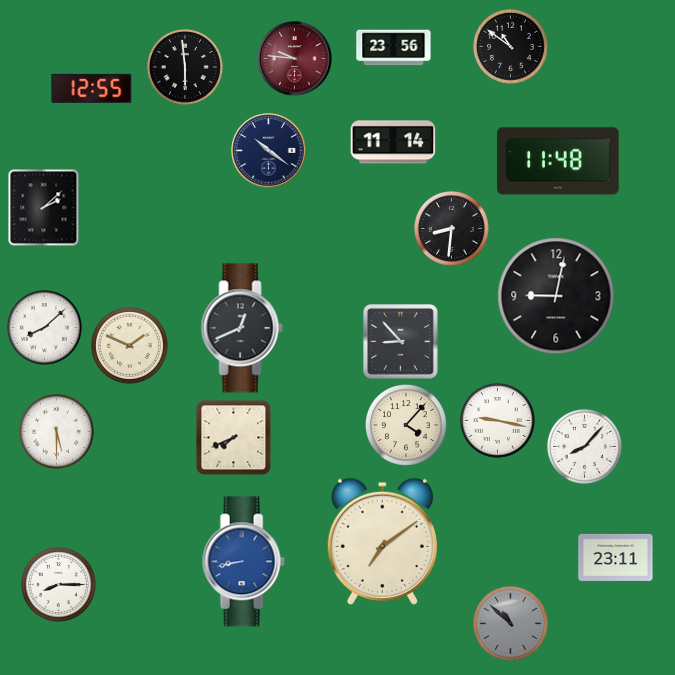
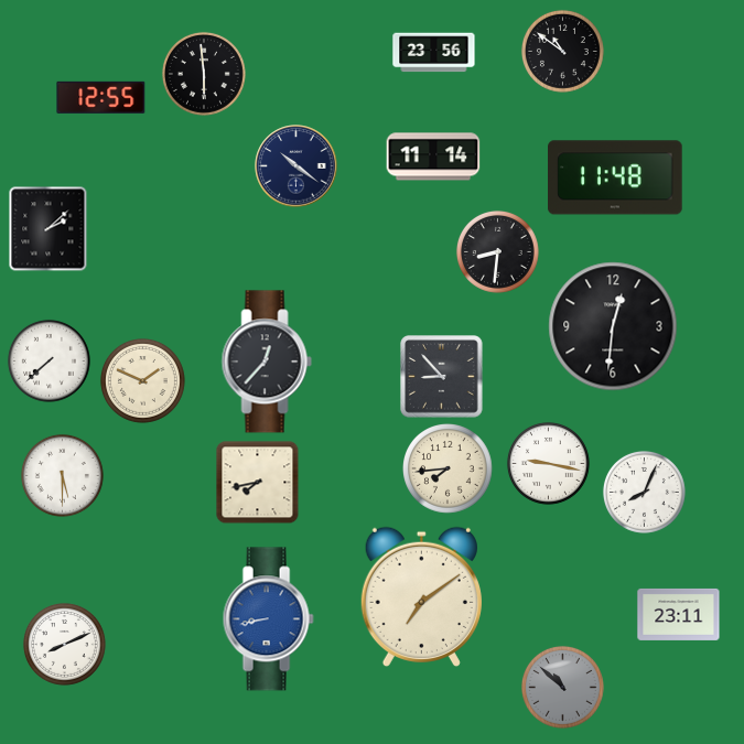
clock at (295, 59): 9:46 -> none
clock at (556, 296): 9:02 -> 12:31
clock at (44, 327): 8:08 -> 7:38
clock at (242, 328): 12:41 -> 12:37
clock at (407, 426): 4:07 -> 7:44
clock at (234, 438): 7:41 -> 7:43
clock at (584, 446): 8:07 -> 8:04
clock at (58, 584): 8:15 -> 8:11
